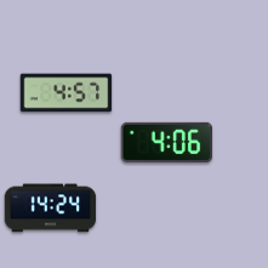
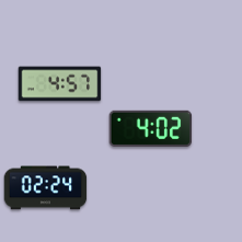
clock at (167, 142): 4:06 -> 4:02
clock at (51, 209): 14:24 -> 02:24
